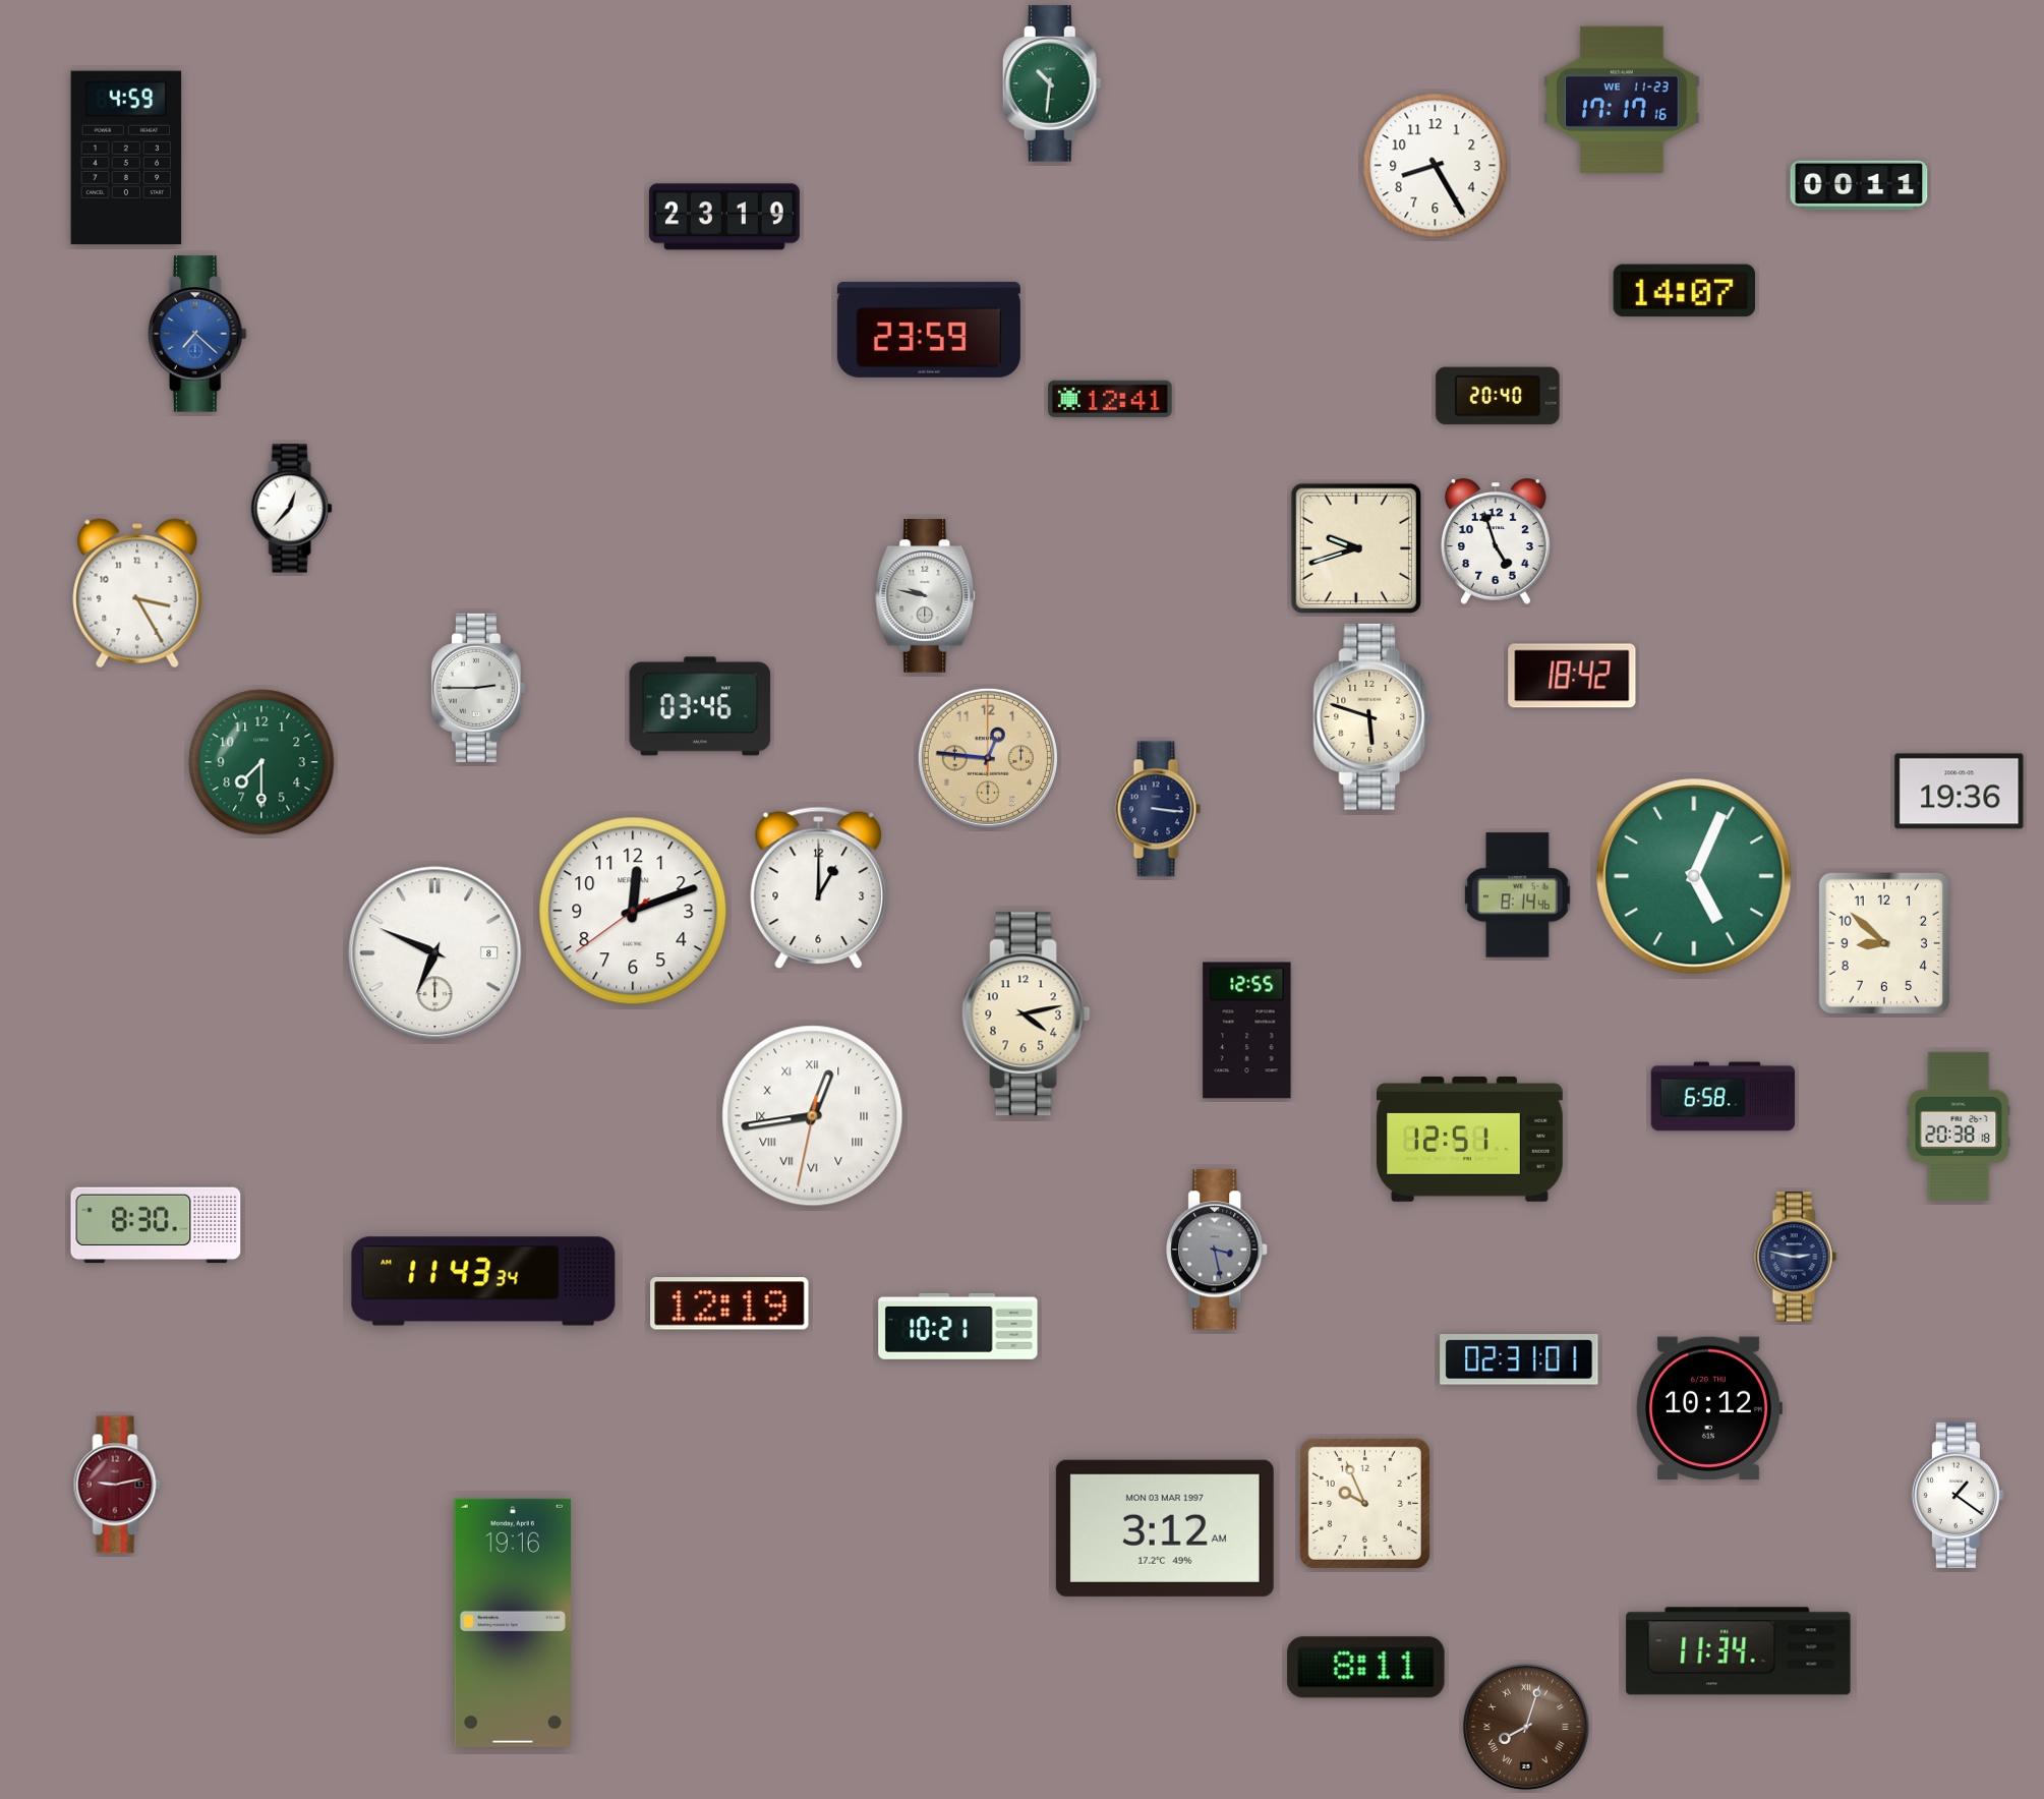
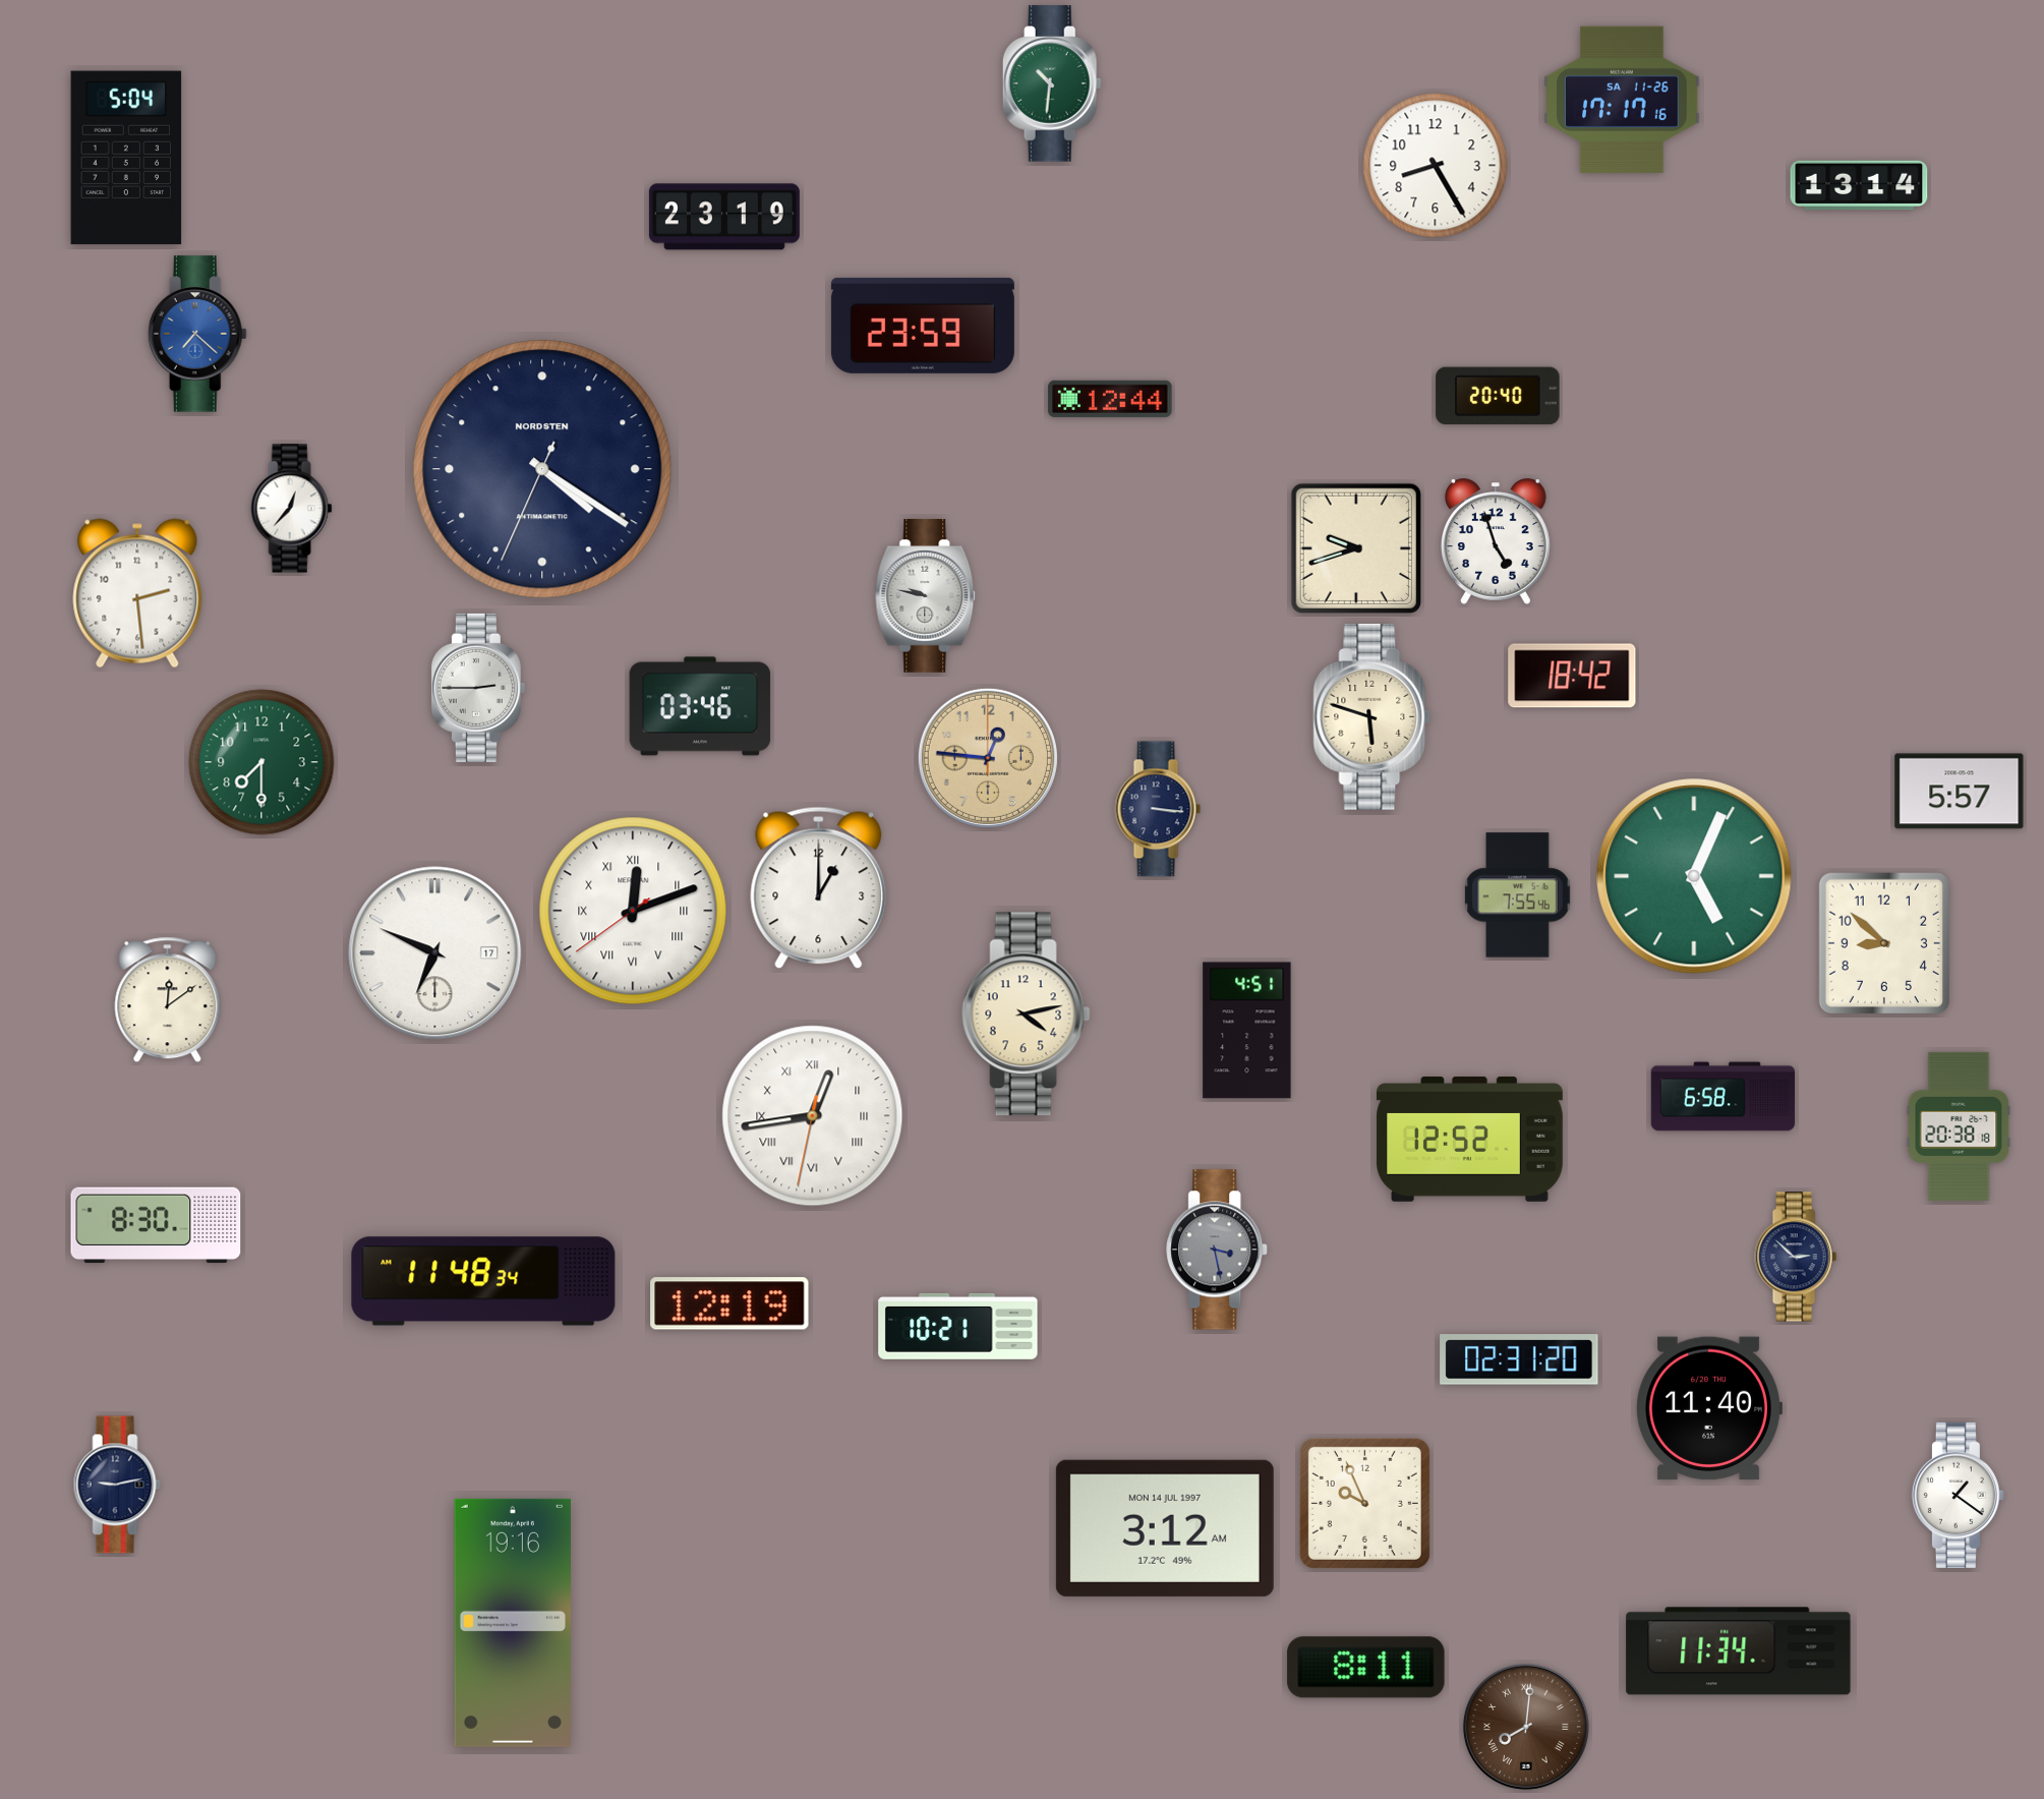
clock at (1622, 100) date: WE 11-23 -> SA 11-26
clock at (126, 158): 4:59 -> 5:04
clock at (1859, 185): 00:11 -> 13:14
clock at (1685, 291): 14:07 -> none
clock at (929, 330) position: (929, 330) -> (923, 326)
clock at (1110, 399): 12:41 -> 12:44
clock at (542, 469): none -> 4:20
clock at (137, 593): 3:25 -> 2:29
clock at (1960, 792): 19:36 -> 5:57
clock at (1518, 895): 8:14 -> 7:55
clock at (633, 911) numerals: Arabic -> Roman
clock at (435, 953) date: 8 -> 17
clock at (168, 1000): none -> 12:09
clock at (1247, 1031): 12:55 -> 4:51
clock at (1470, 1140): 12:51 -> 12:52
clock at (1796, 1257): 2:47 -> 2:52
clock at (483, 1281): 11:43 -> 11:48
clock at (1519, 1359): 02:31:01 -> 02:31:20
clock at (1709, 1408): 10:12 -> 11:40
clock at (117, 1485) dial: burgundy -> navy
clock at (1165, 1528) date: MON 03 MAR 1997 -> MON 14 JUL 1997
clock at (1526, 1727): 8:03 -> 8:01
